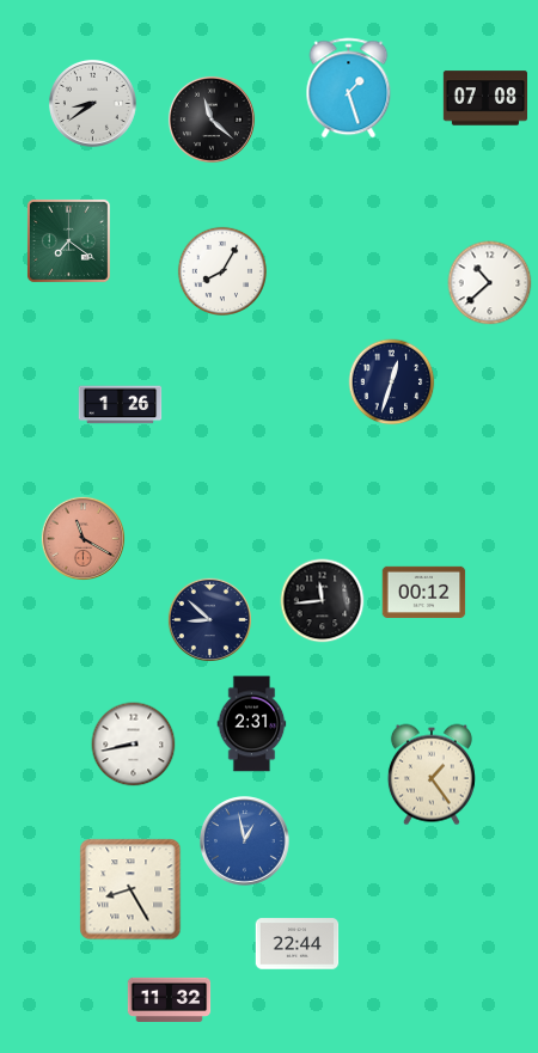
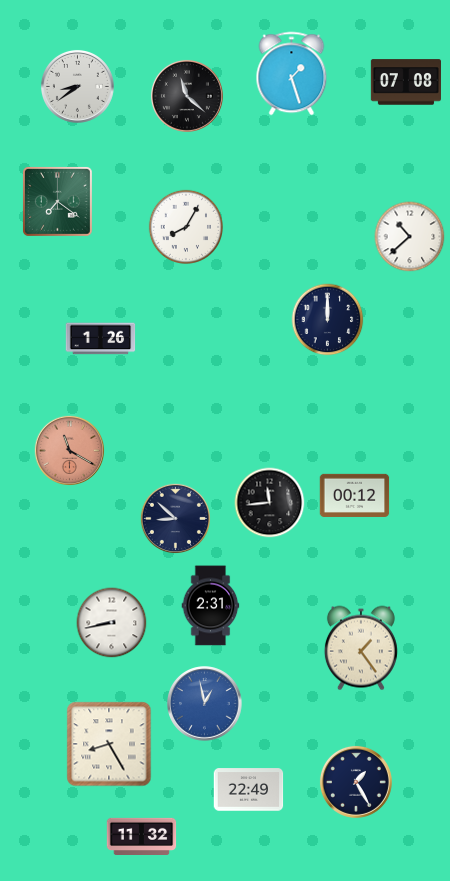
clock at (212, 120) position: (212, 120) -> (187, 96)
clock at (392, 382): 12:33 -> 12:00
clock at (356, 782): none -> 1:25
clock at (298, 944): 22:44 -> 22:49
